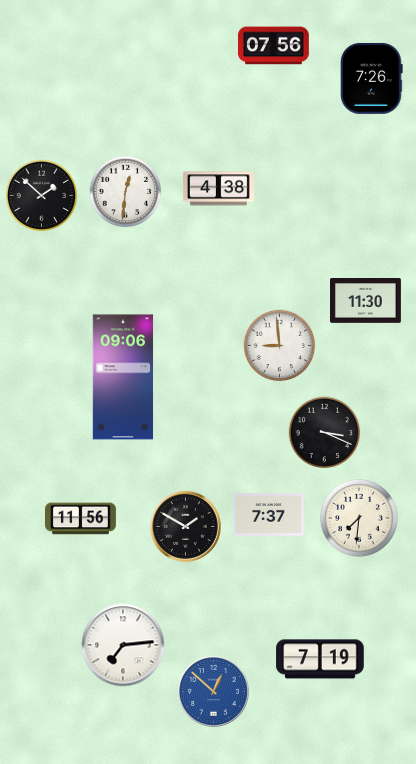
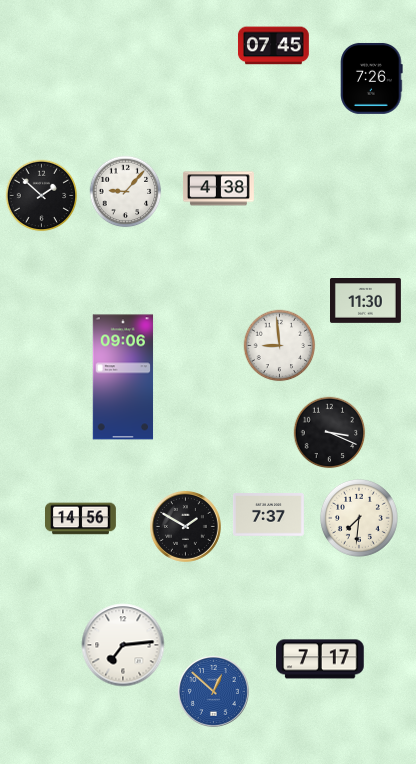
clock at (273, 46): 07:56 -> 07:45
clock at (126, 192): 12:31 -> 9:07
clock at (325, 433) position: (325, 433) -> (330, 433)
clock at (81, 519): 11:56 -> 14:56
clock at (320, 659): 7:19 -> 7:17
